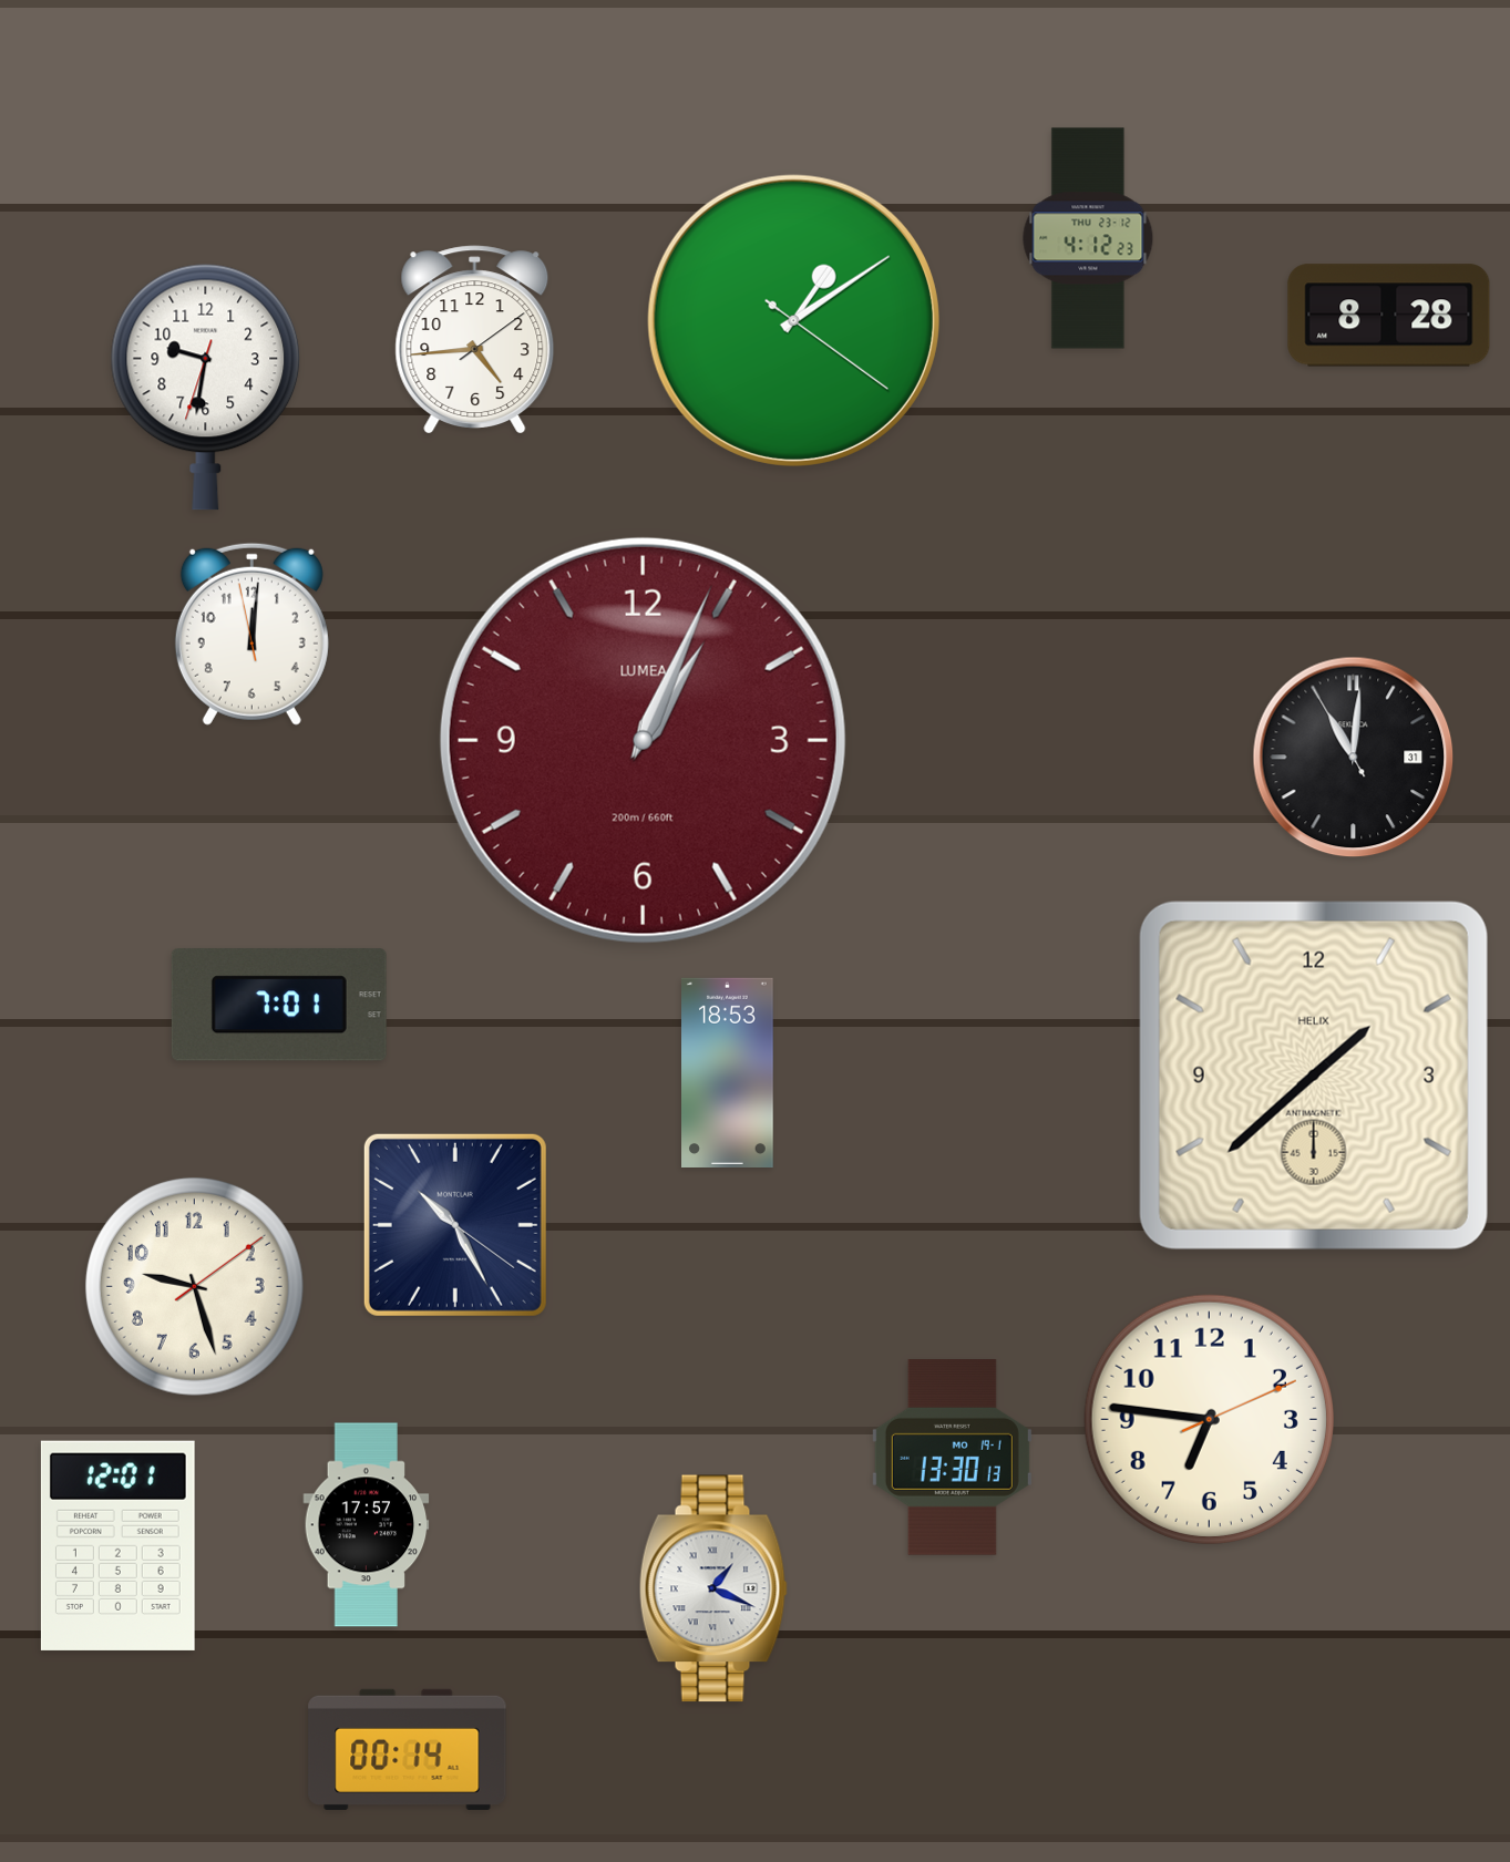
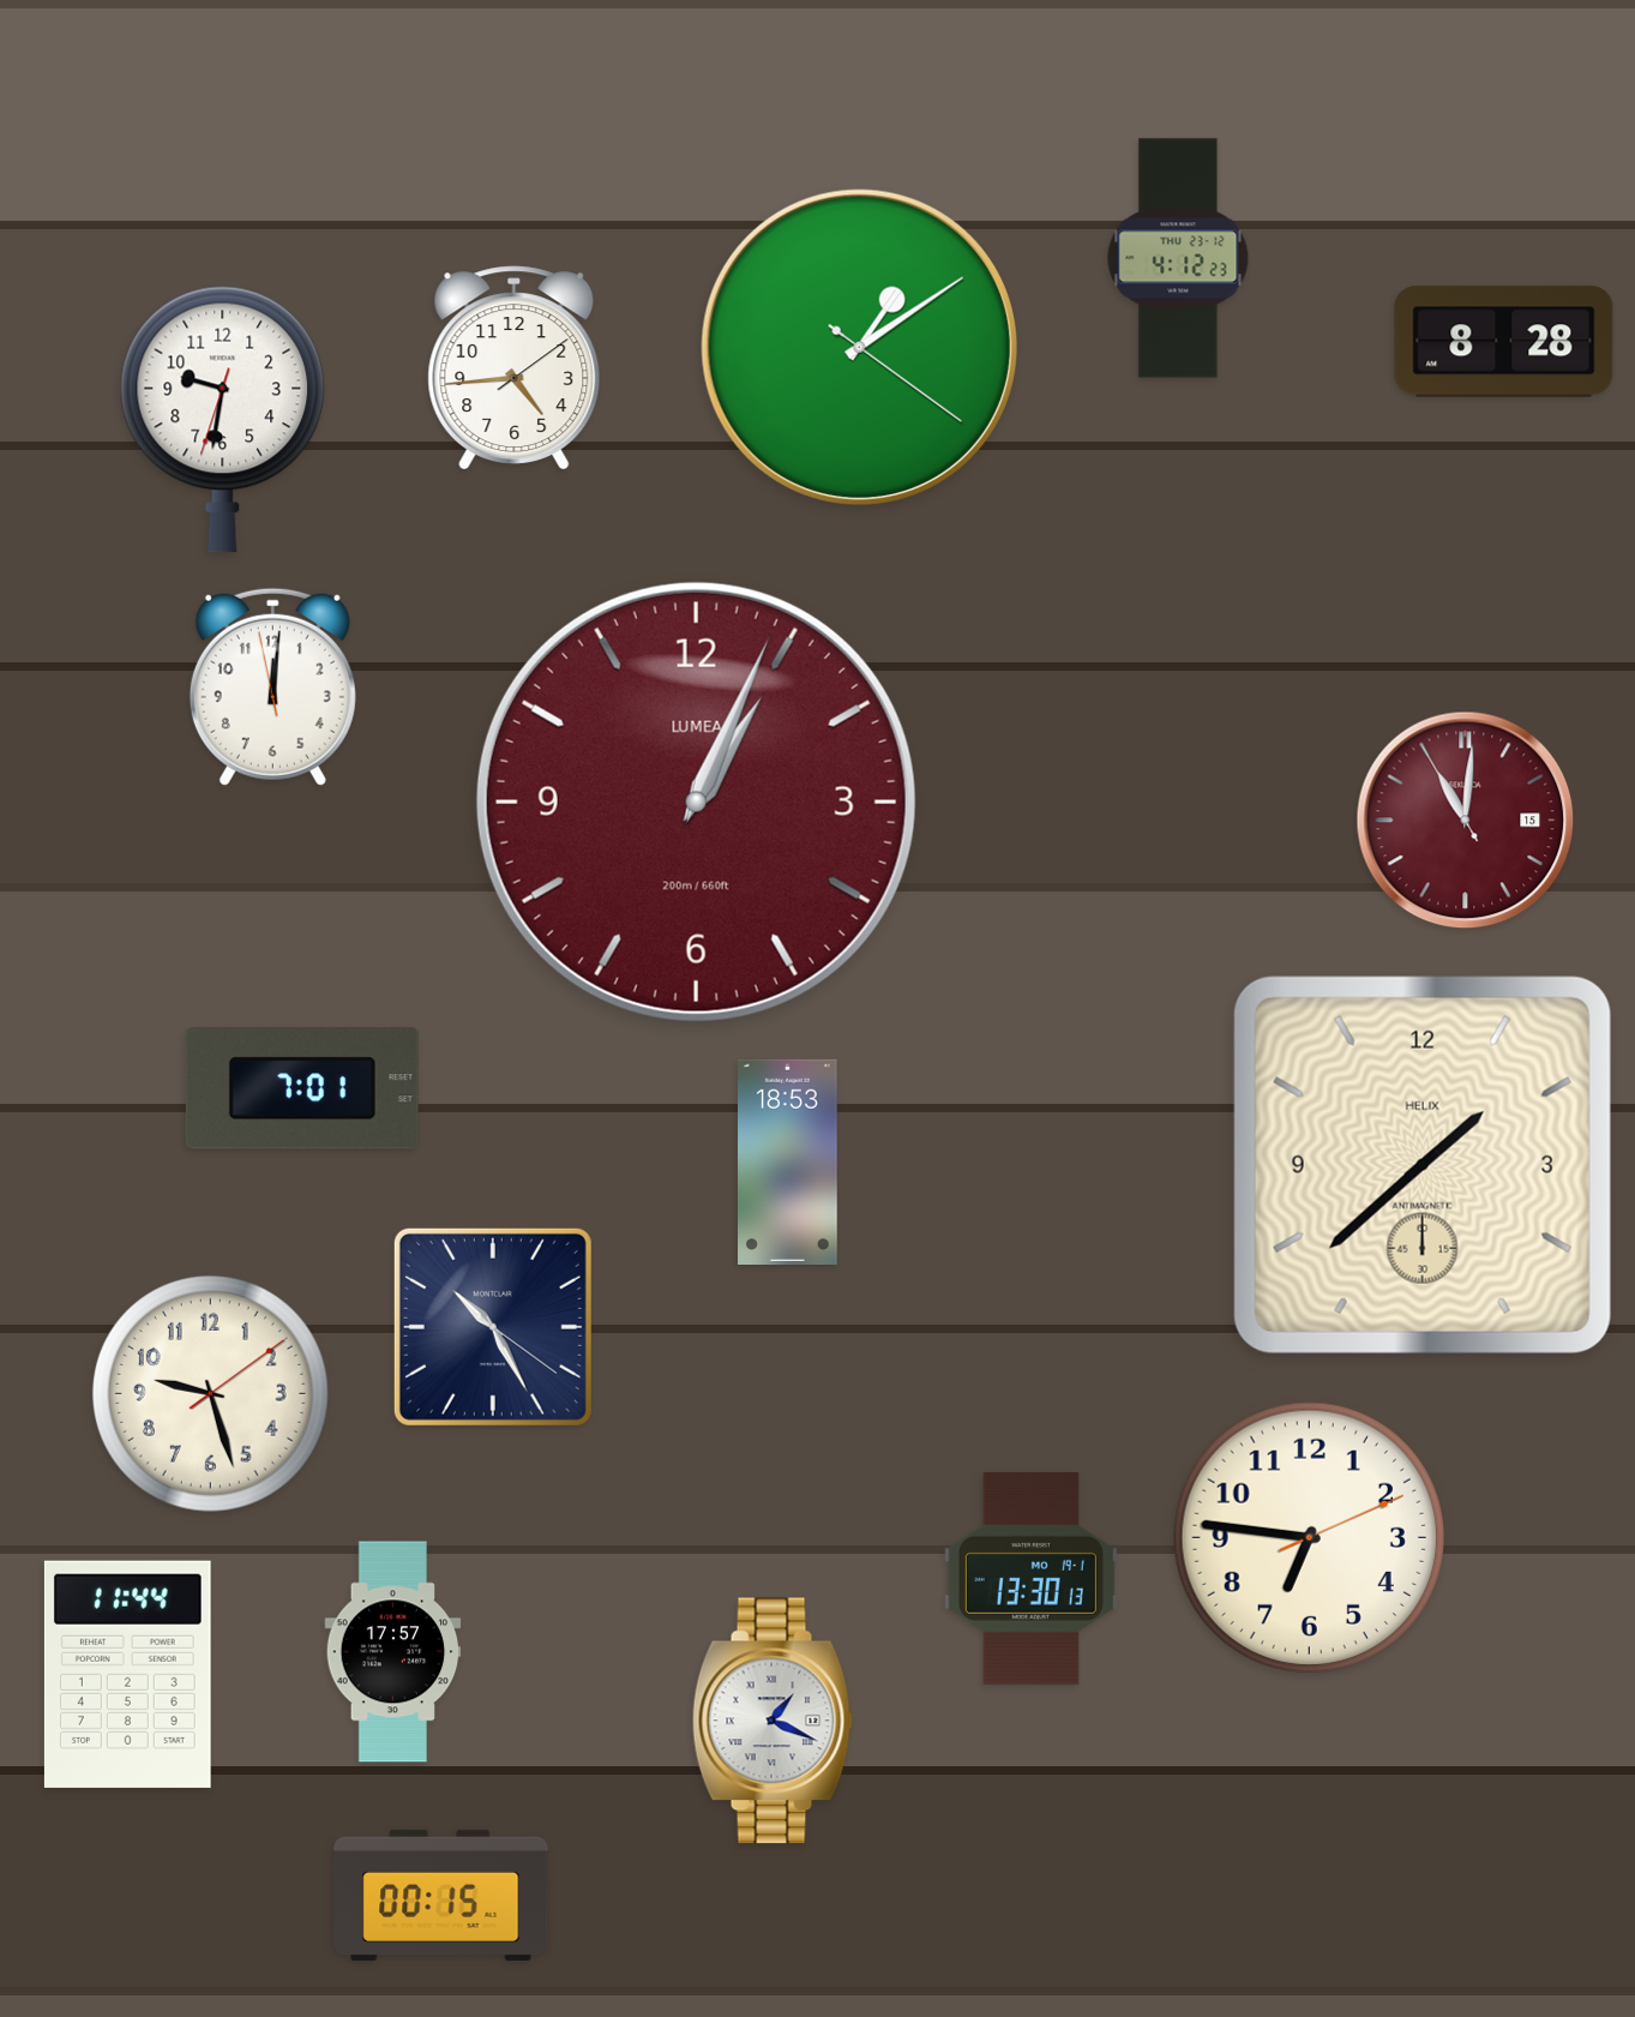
clock at (1354, 758) date: 31 -> 15
clock at (1354, 758) dial: black -> burgundy
clock at (367, 1525) position: (367, 1525) -> (393, 1652)
clock at (117, 1545): 12:01 -> 11:44
clock at (408, 1749): 00:14 -> 00:15
